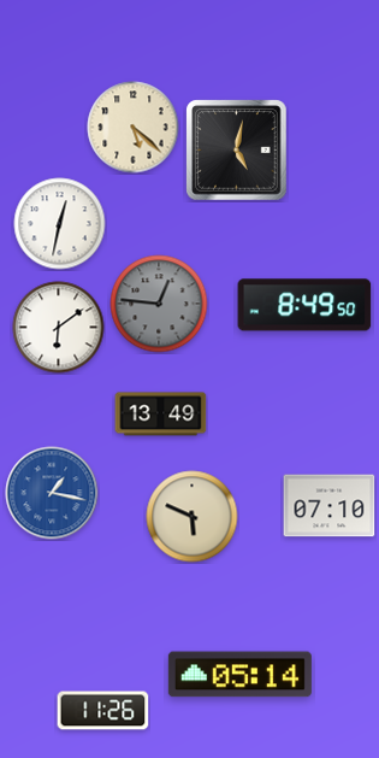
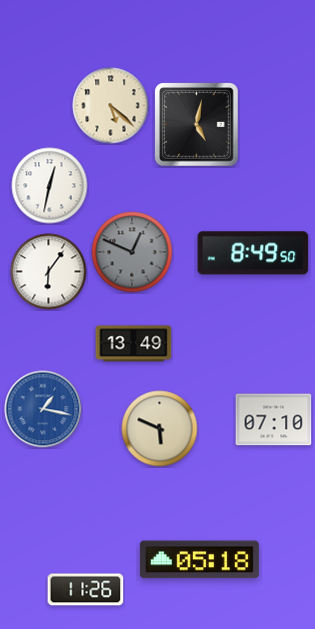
clock at (159, 304): 12:46 -> 12:49
clock at (59, 328): 6:09 -> 6:06
clock at (239, 675): 05:14 -> 05:18
